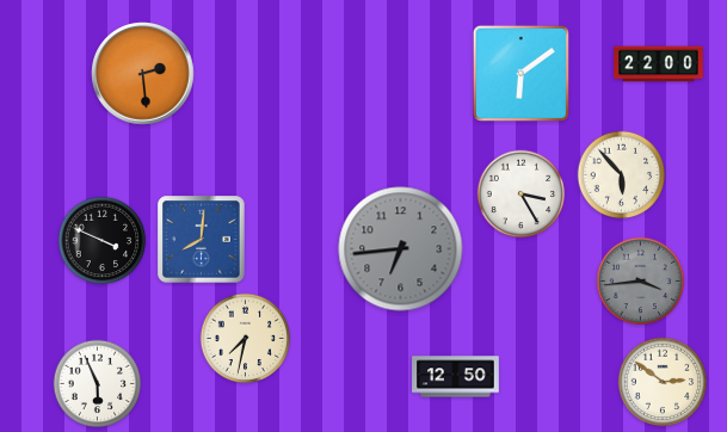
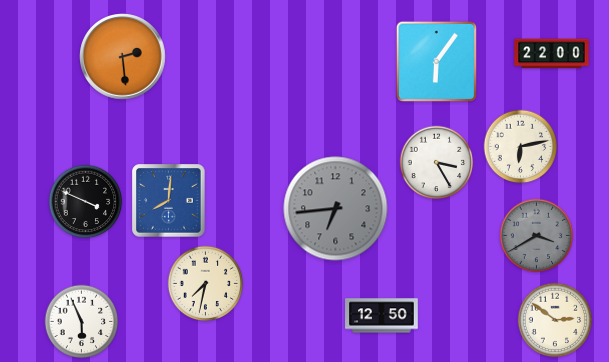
clock at (520, 73): 6:09 -> 6:06
clock at (143, 74) position: (143, 74) -> (123, 57)
clock at (622, 175): 5:53 -> 6:13
clock at (641, 282): 3:44 -> 3:40
